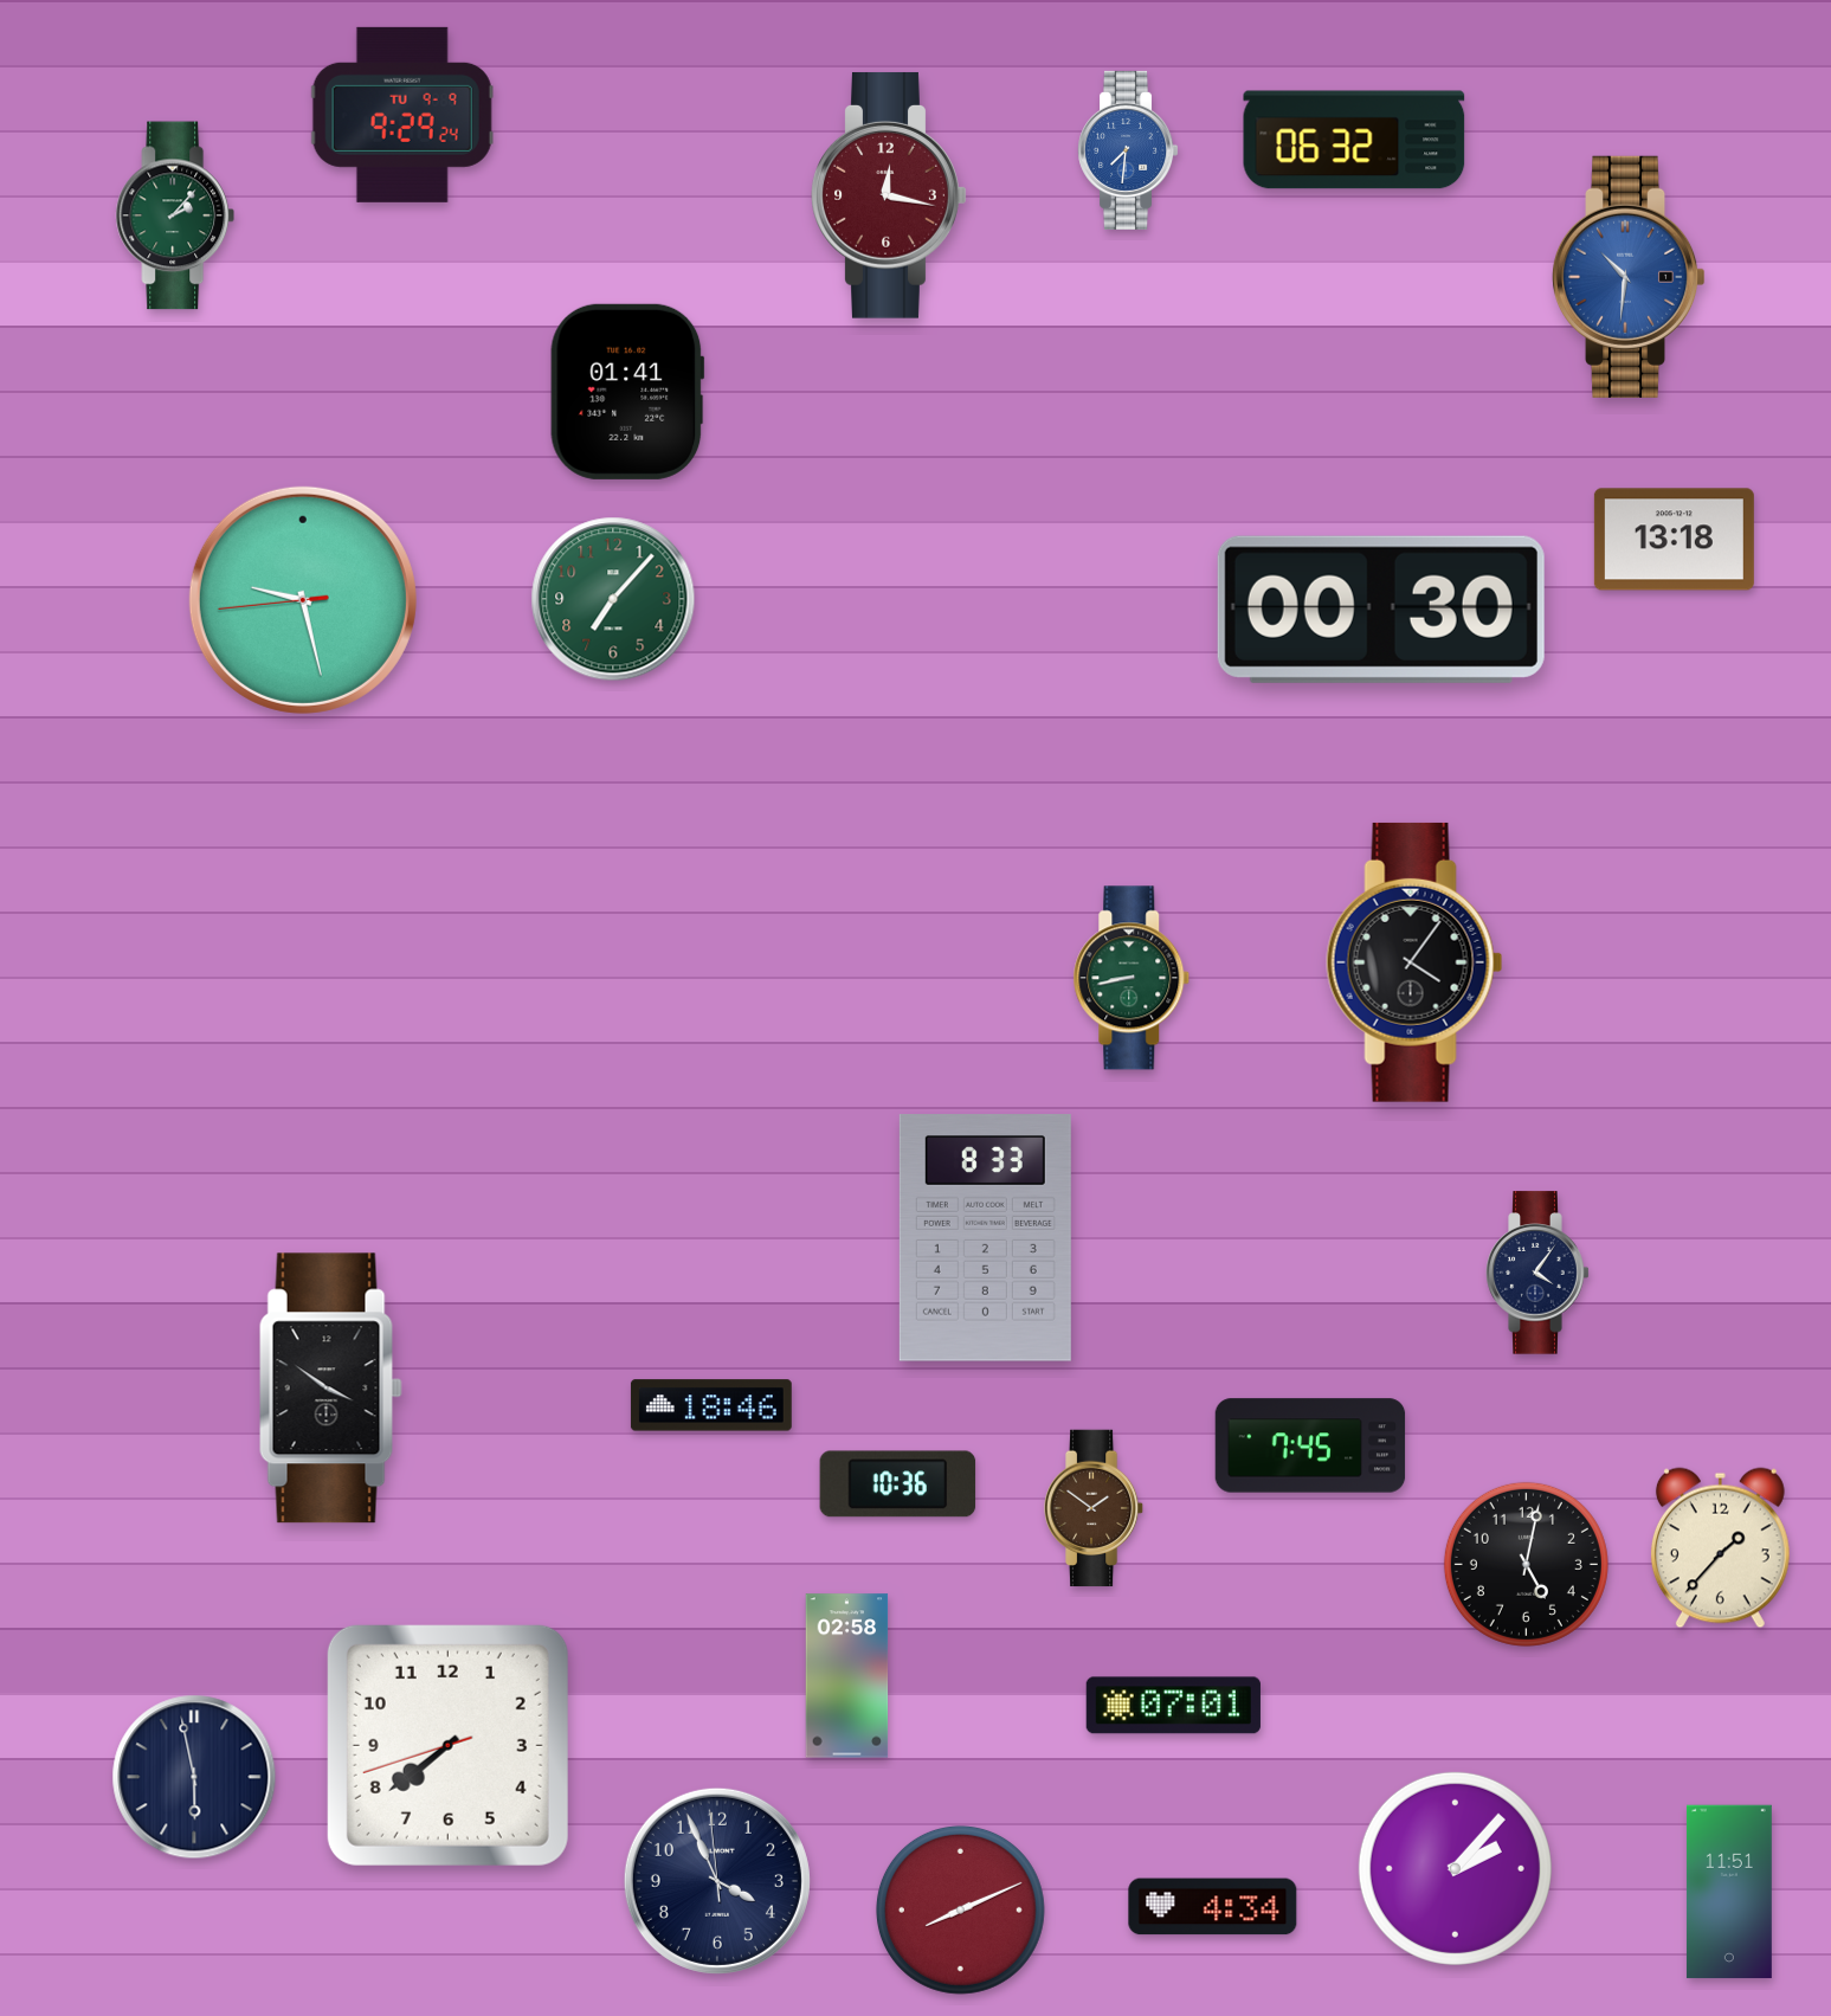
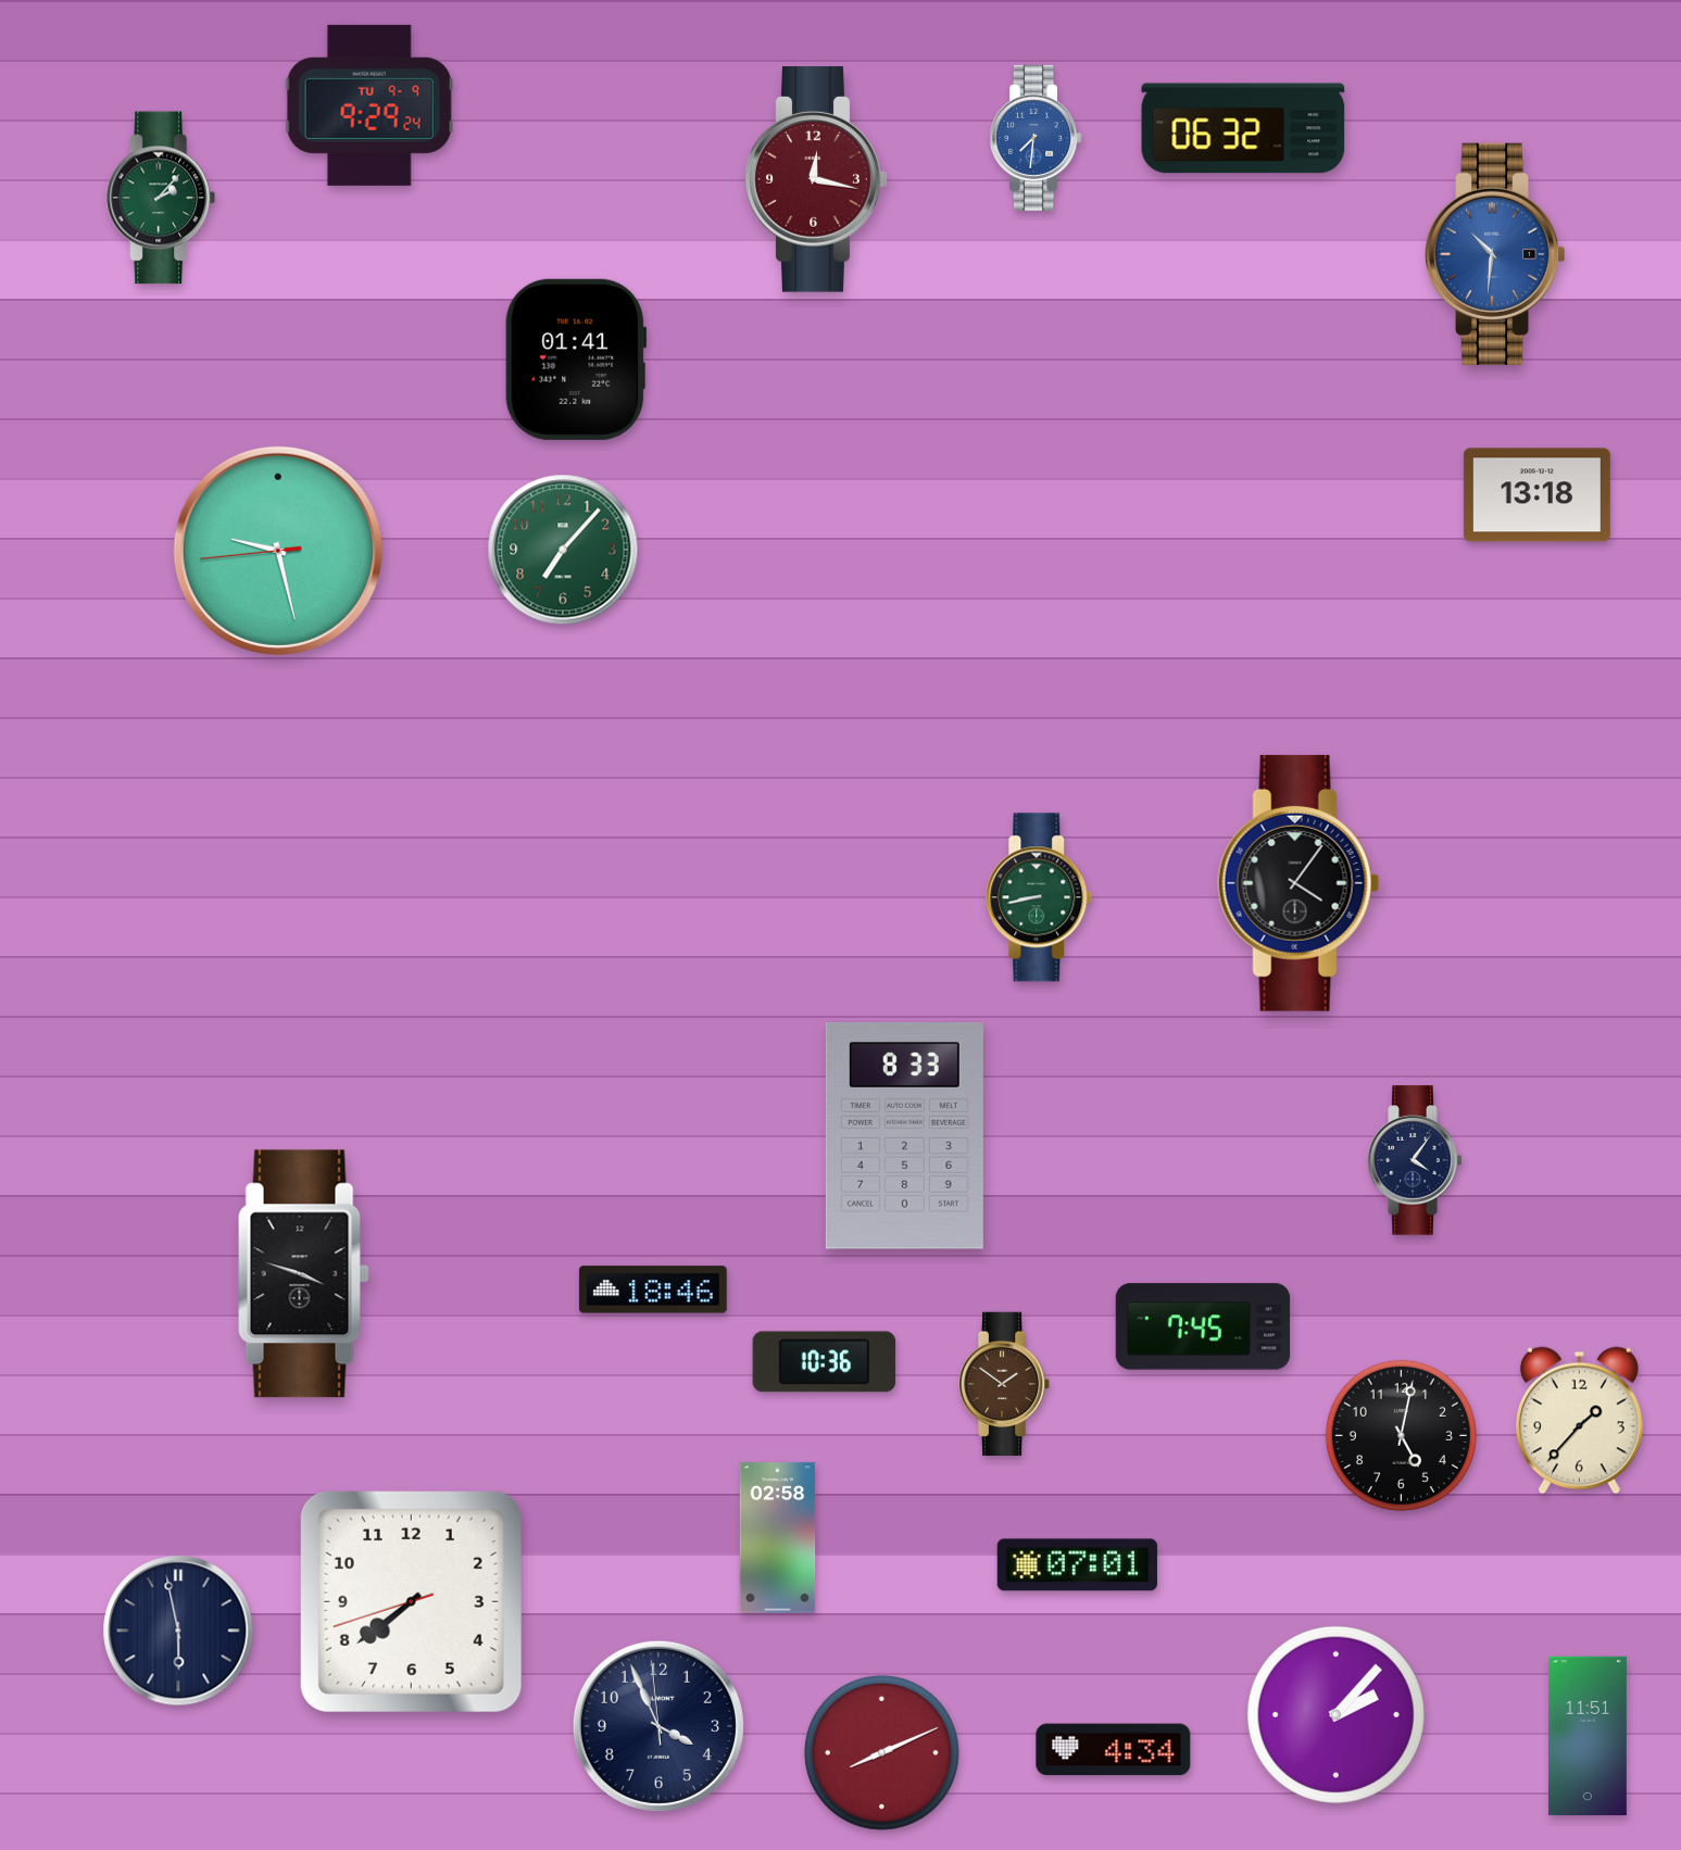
clock at (1381, 610): 00:30 -> none
clock at (1537, 1273) position: (1537, 1273) -> (1415, 1160)
clock at (330, 1389): 3:51 -> 3:48
